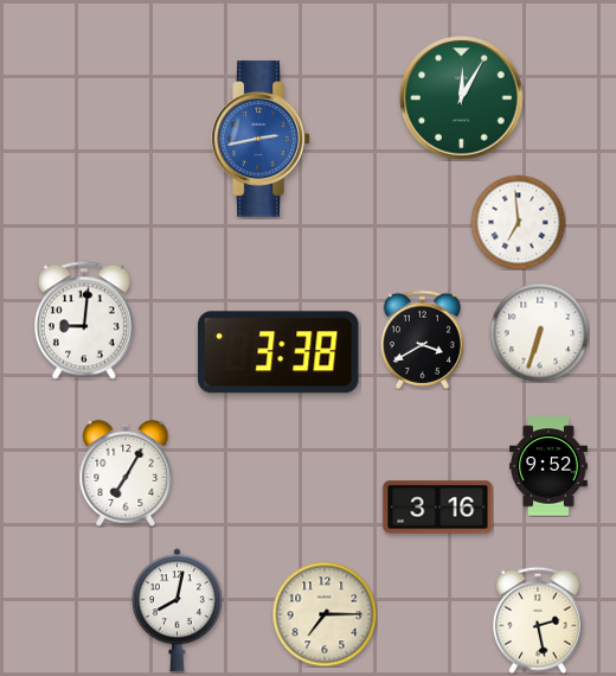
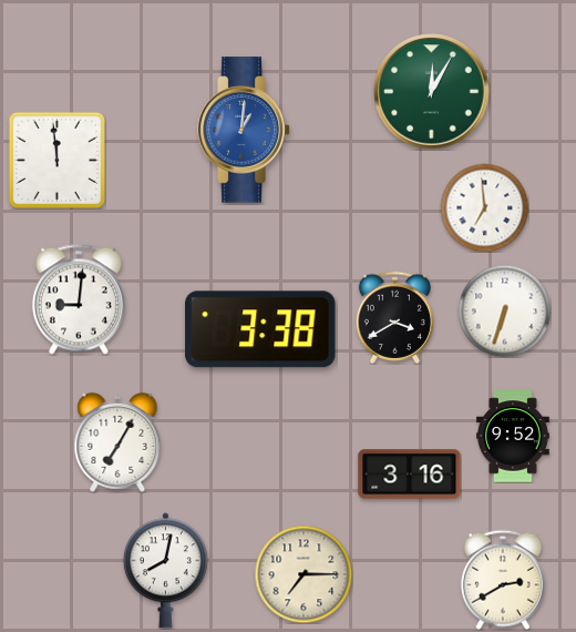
clock at (261, 139): 2:43 -> 1:01
clock at (56, 160): none -> 11:59
clock at (538, 620): 2:28 -> 2:40
